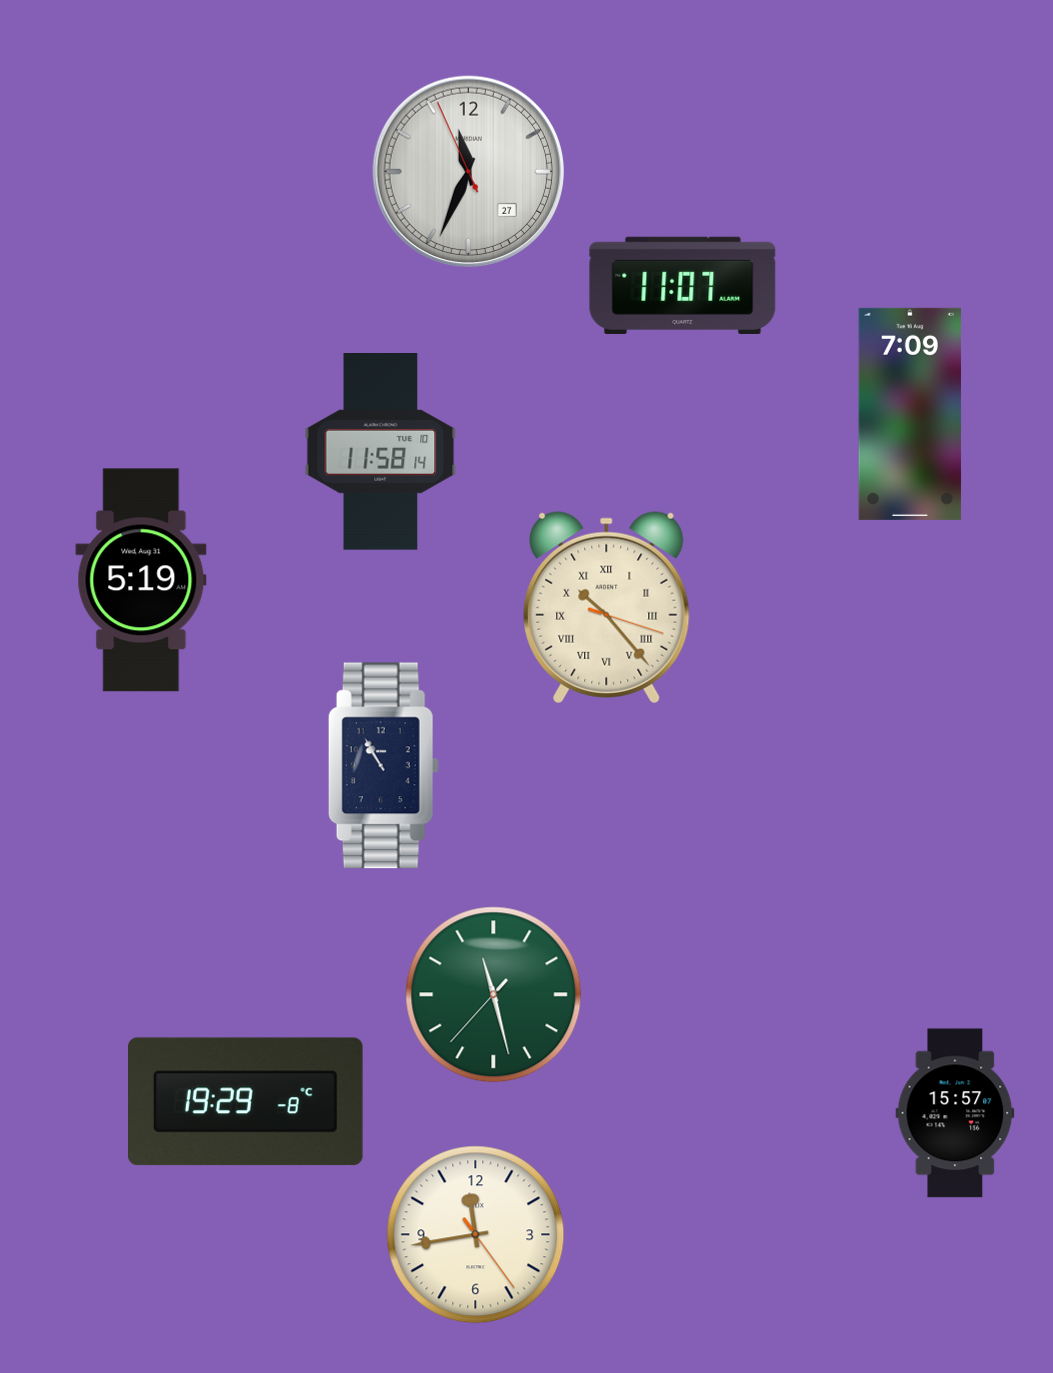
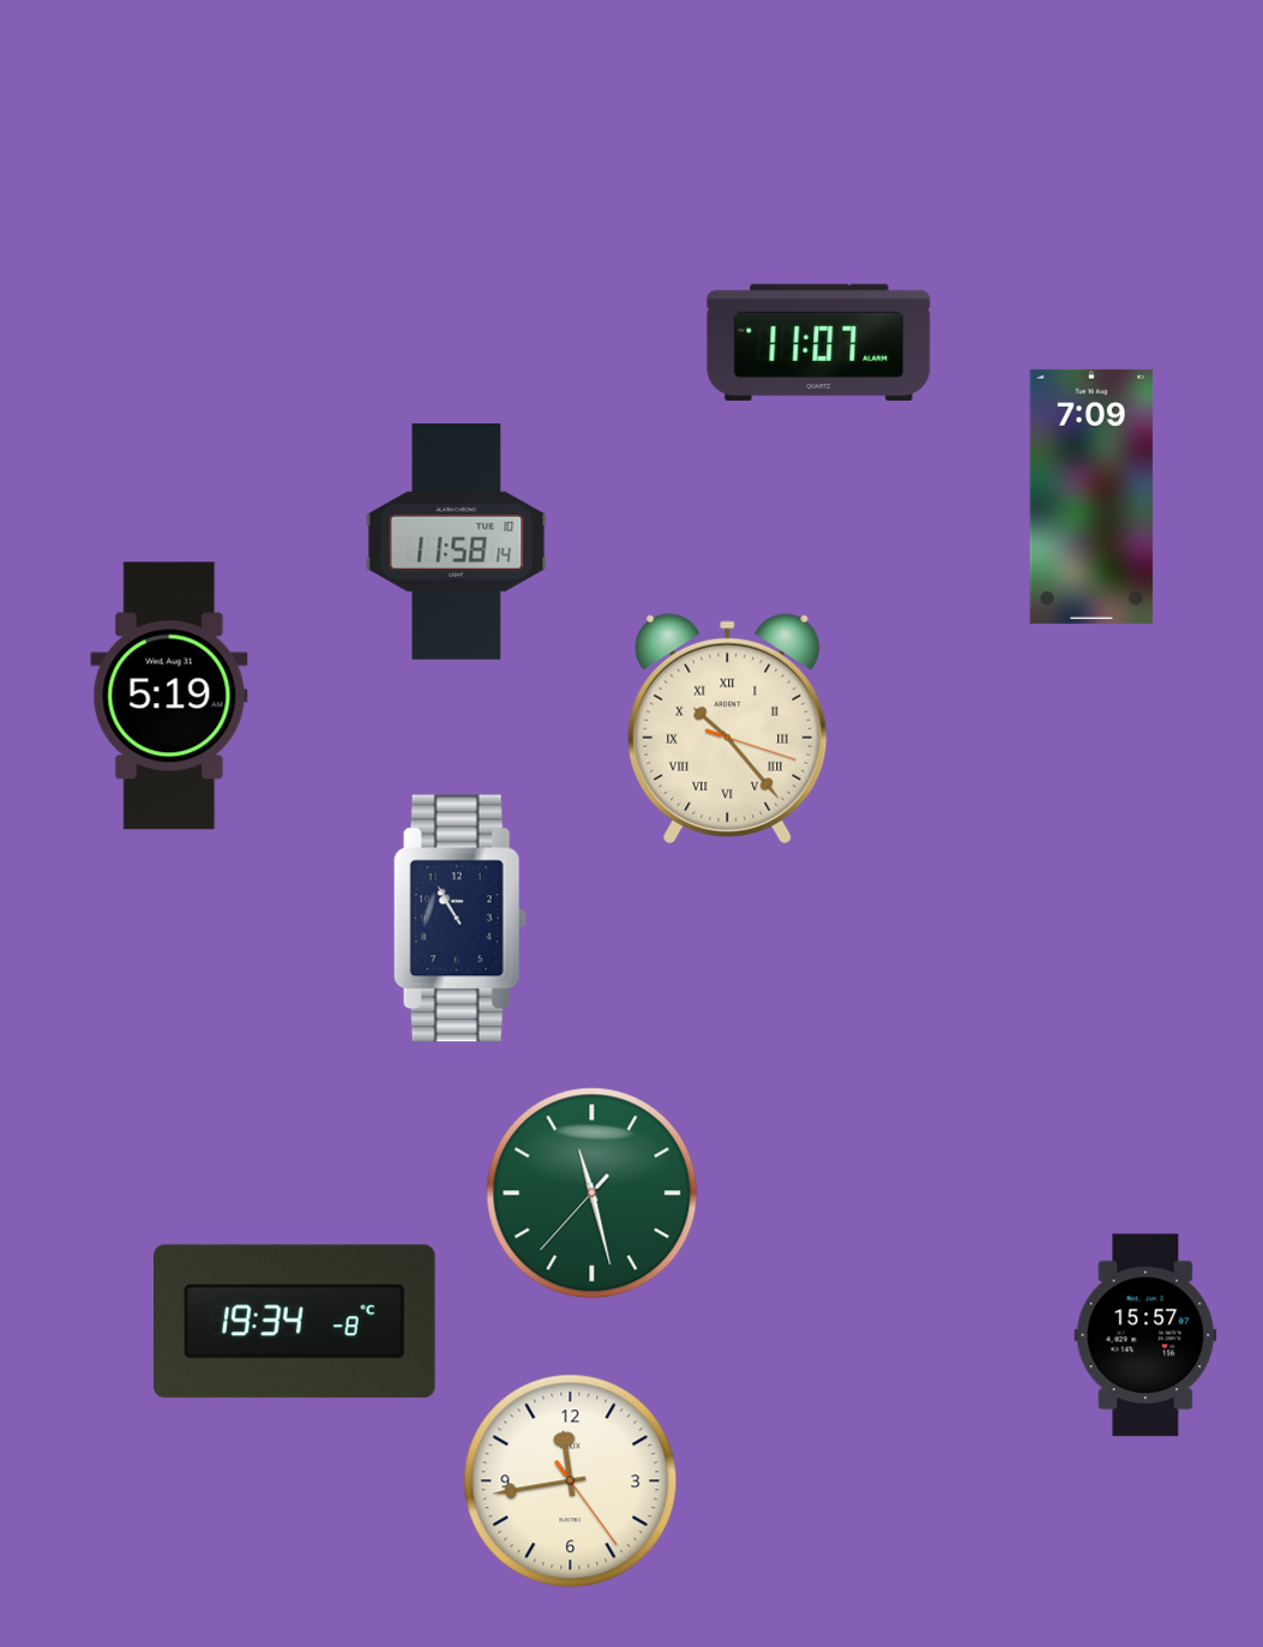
clock at (469, 172): 11:33 -> none
clock at (246, 1102): 19:29 -> 19:34
